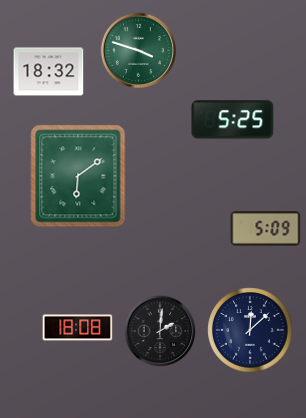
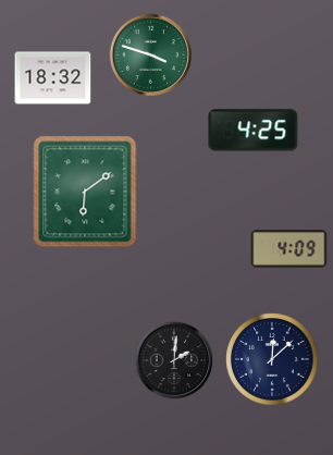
clock at (233, 120): 5:25 -> 4:25
clock at (266, 229): 5:09 -> 4:09
clock at (78, 328): 18:08 -> none
